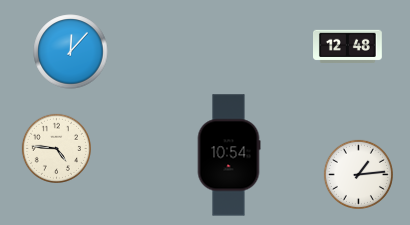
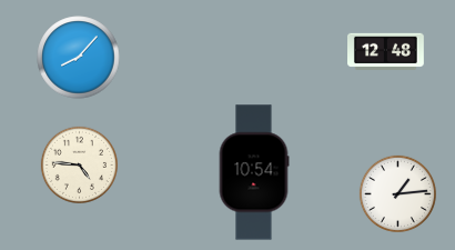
clock at (71, 52): 12:07 -> 8:07
clock at (56, 148) position: (56, 148) -> (79, 164)
